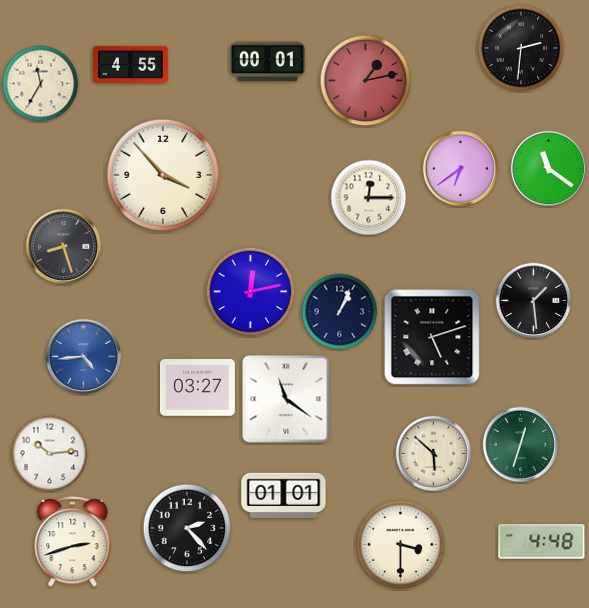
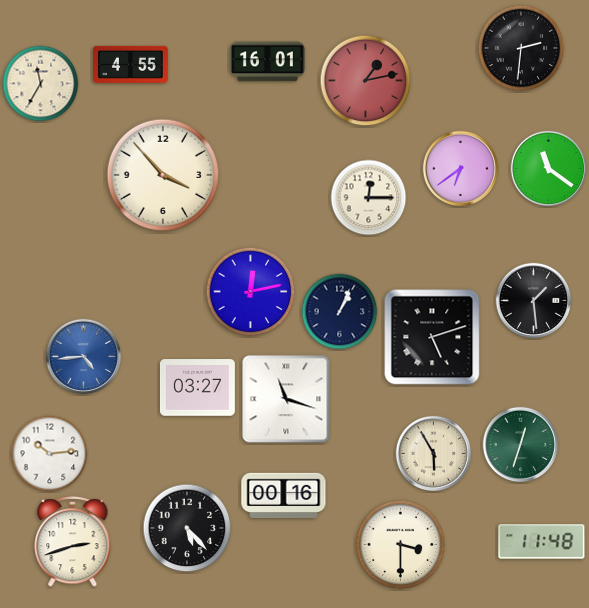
clock at (267, 62): 00:01 -> 16:01
clock at (64, 247): 8:27 -> none
clock at (286, 399): 11:21 -> 11:18
clock at (434, 454): 5:52 -> 5:55
clock at (284, 495): 01:01 -> 00:16
clock at (187, 528): 2:23 -> 5:23
clock at (542, 542): 4:48 -> 11:48
